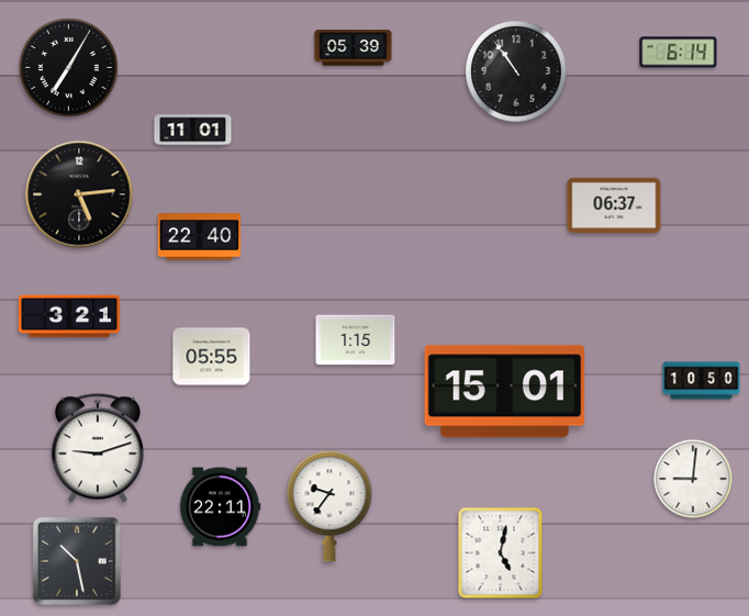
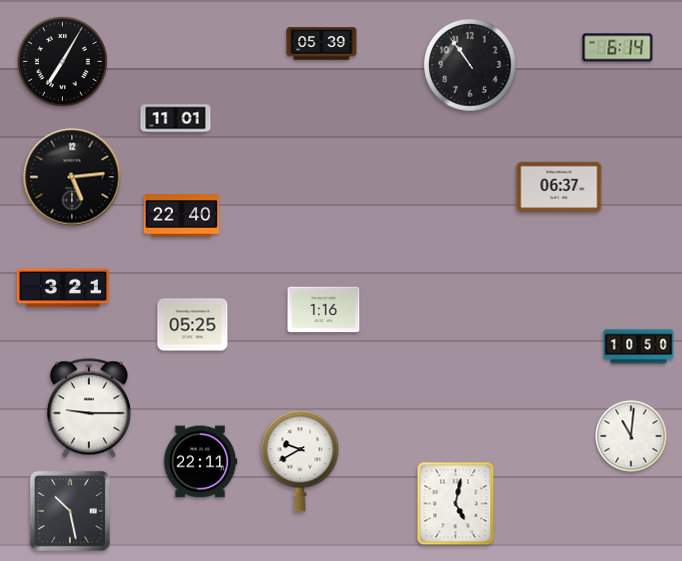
clock at (356, 340): 1:15 -> 1:16
clock at (212, 357): 05:55 -> 05:25
clock at (505, 392): 15:01 -> none
clock at (98, 448): 9:12 -> 9:15
clock at (693, 479): 9:01 -> 11:01
clock at (329, 506): 9:36 -> 9:40
